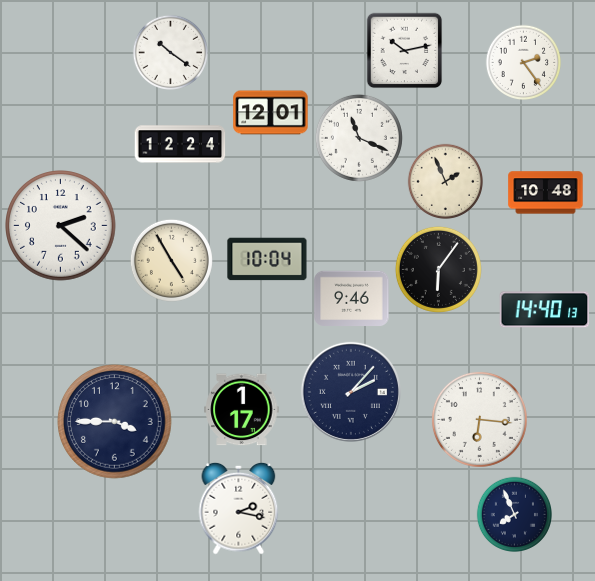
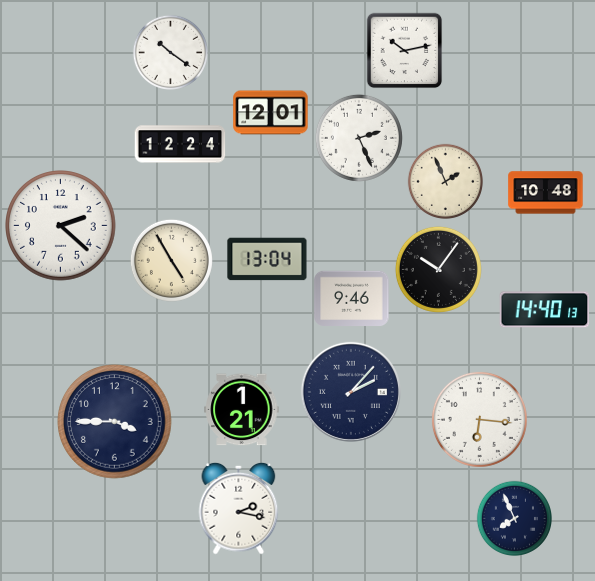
clock at (523, 62): 2:24 -> none
clock at (359, 138): 11:19 -> 2:26
clock at (267, 259): 10:04 -> 13:04
clock at (438, 269): 6:06 -> 10:06
clock at (242, 410): 1:17 -> 1:21
clock at (514, 514) position: (514, 514) -> (514, 518)
